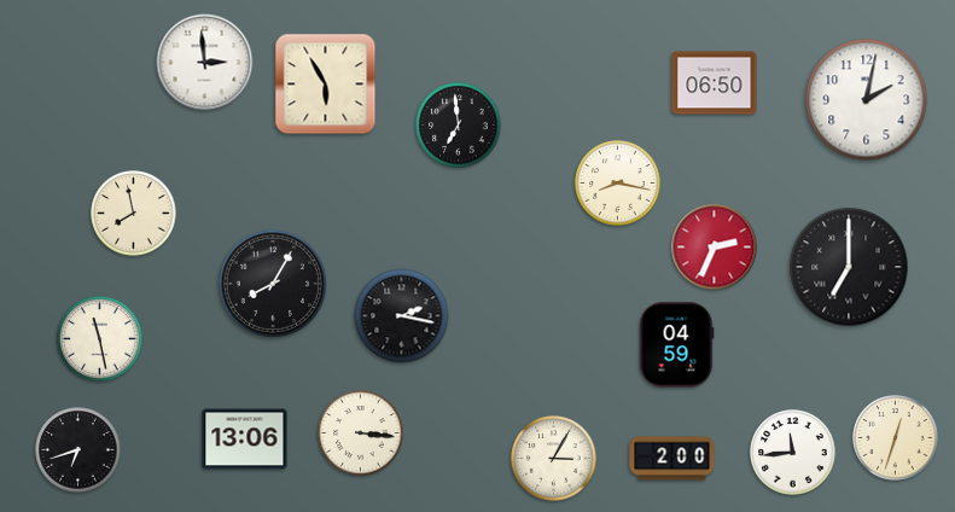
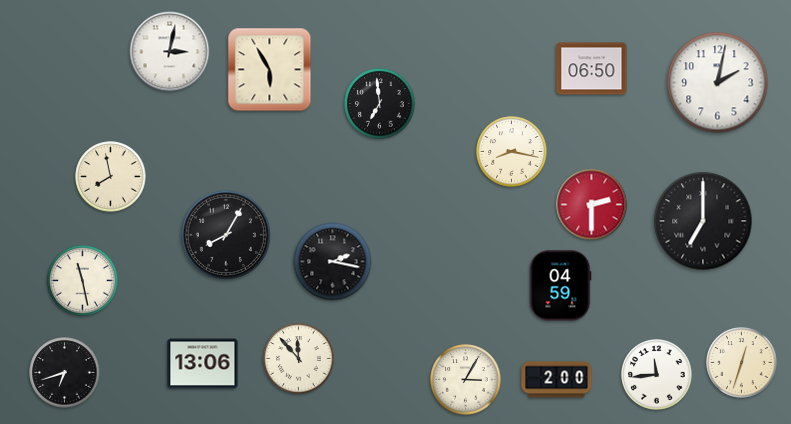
clock at (205, 63): 2:59 -> 3:02
clock at (715, 248): 2:34 -> 2:30
clock at (361, 434): 3:16 -> 11:53
clock at (554, 459) position: (554, 459) -> (466, 380)
